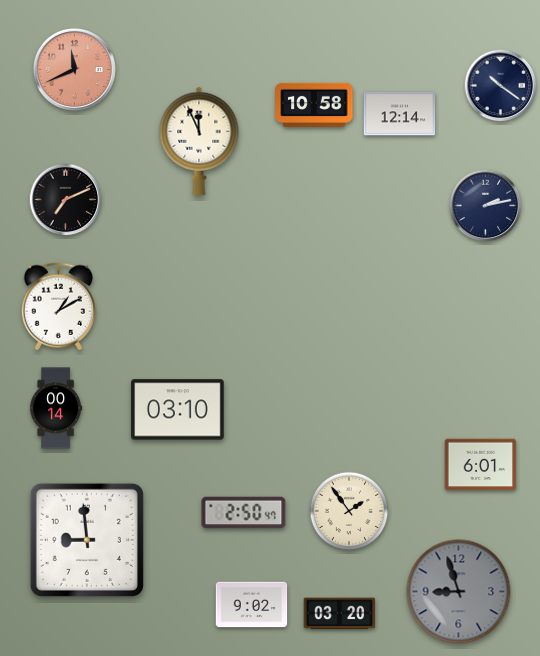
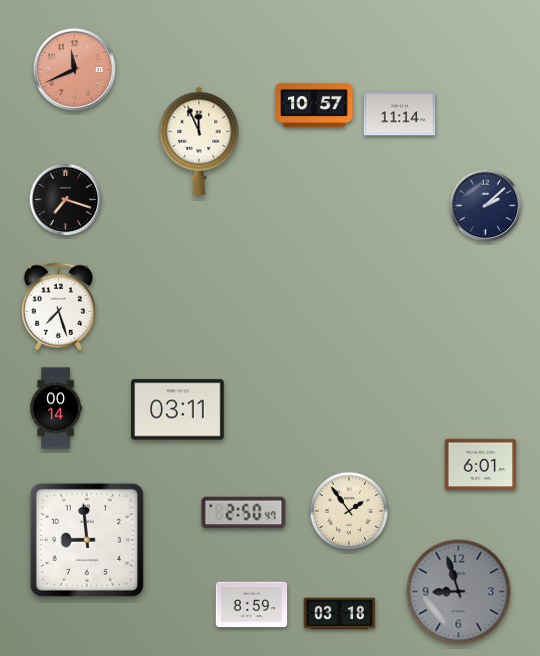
clock at (501, 86): 10:21 -> none
clock at (314, 105): 10:58 -> 10:57
clock at (400, 114): 12:14 -> 11:14
clock at (66, 200): 7:11 -> 7:18
clock at (486, 206): 2:13 -> 2:08
clock at (58, 307): 1:10 -> 7:27
clock at (178, 410): 03:10 -> 03:11
clock at (252, 605): 9:02 -> 8:59
clock at (340, 614): 03:20 -> 03:18
